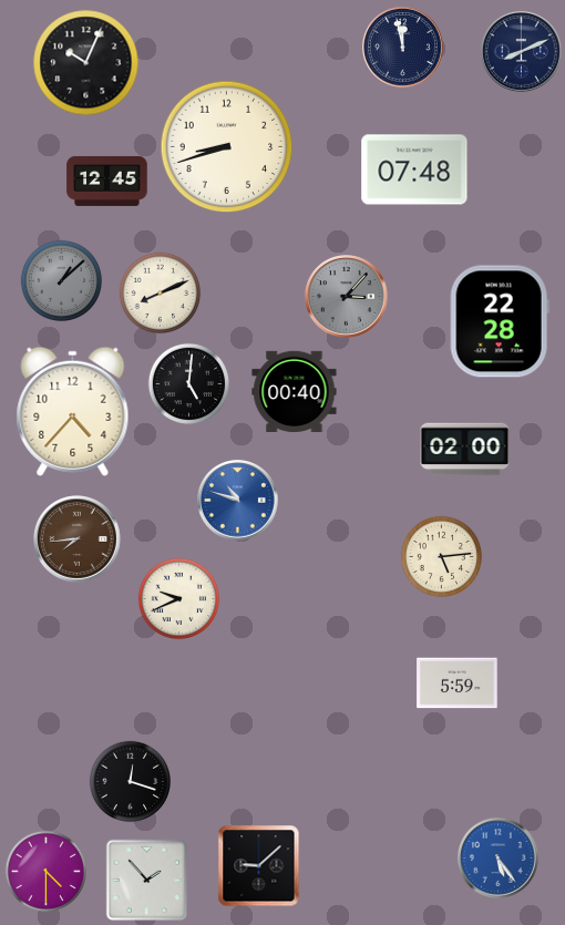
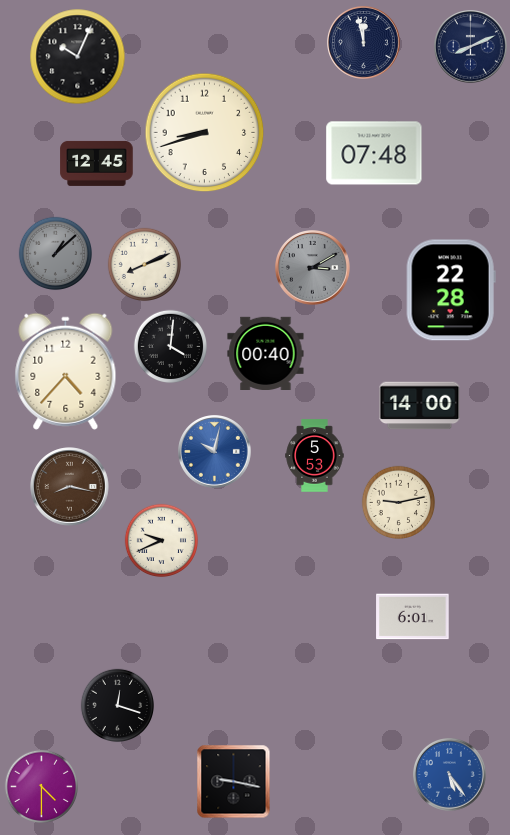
clock at (347, 297): 3:07 -> 3:10
clock at (189, 384): 5:01 -> 4:01
clock at (465, 450): 02:00 -> 14:00
clock at (238, 501): 10:48 -> 10:02
clock at (315, 456): none -> 5:53
clock at (78, 539): 7:44 -> 8:17
clock at (442, 557): 5:14 -> 9:13
clock at (458, 684): 5:59 -> 6:01
clock at (259, 866): 9:08 -> 9:17
clock at (147, 881): 1:53 -> none
